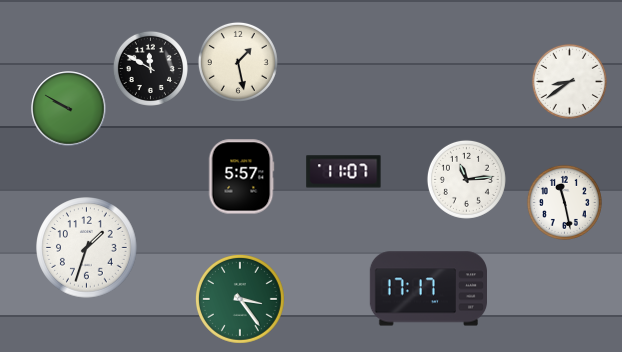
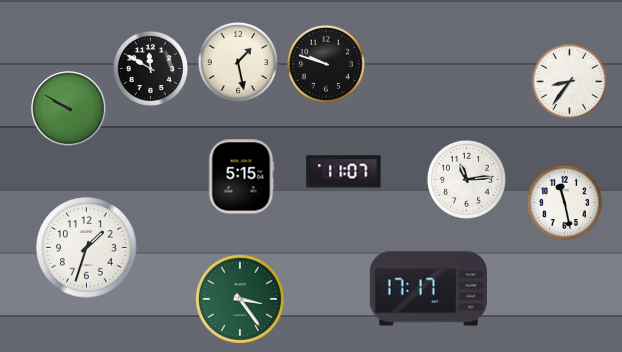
clock at (326, 64): none -> 9:48
clock at (569, 81): 8:39 -> 8:36
clock at (241, 177): 5:57 -> 5:15
